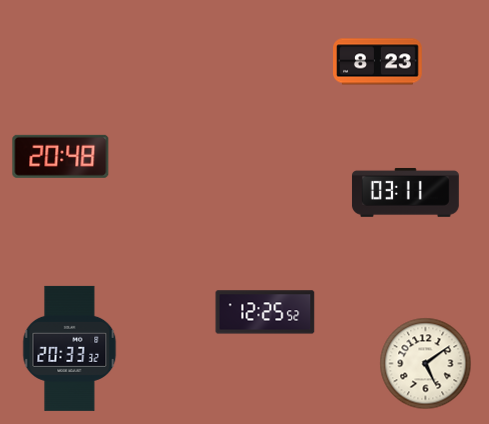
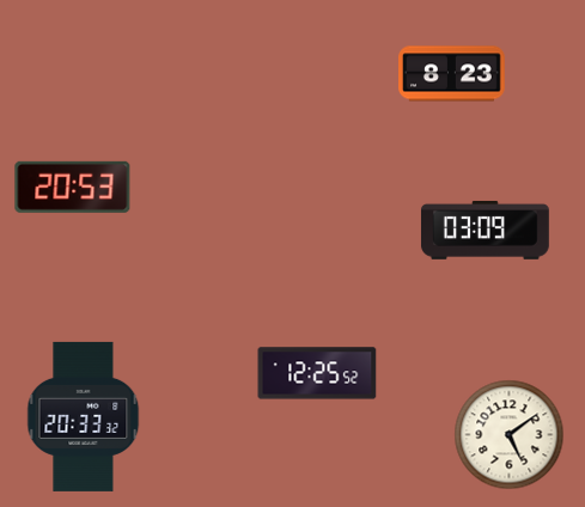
clock at (61, 156): 20:48 -> 20:53
clock at (405, 192): 03:11 -> 03:09
